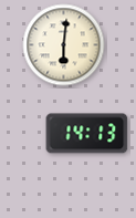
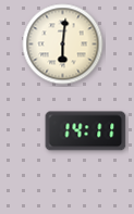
clock at (87, 134): 14:13 -> 14:11
